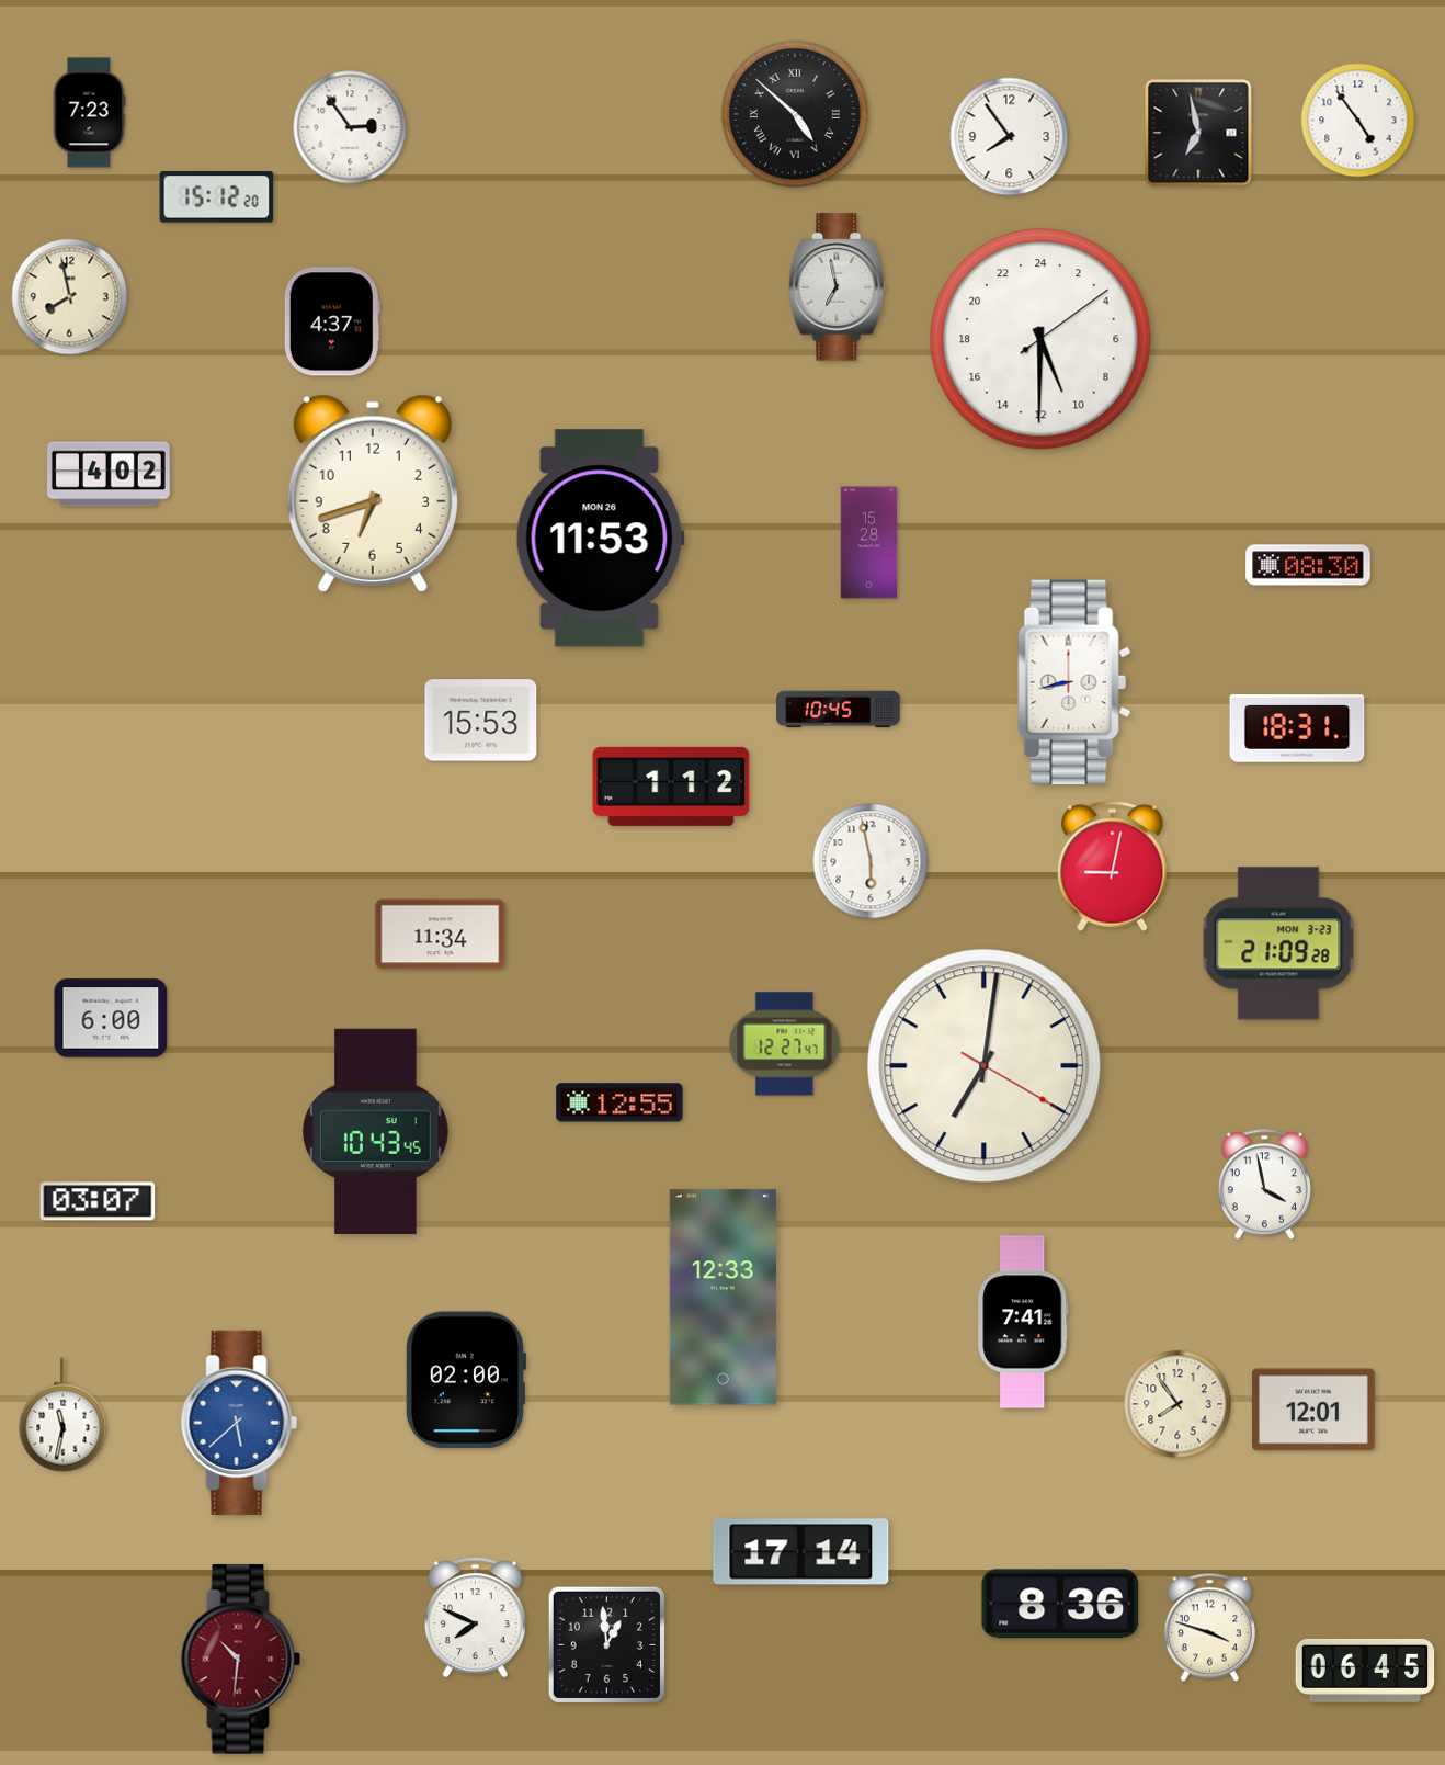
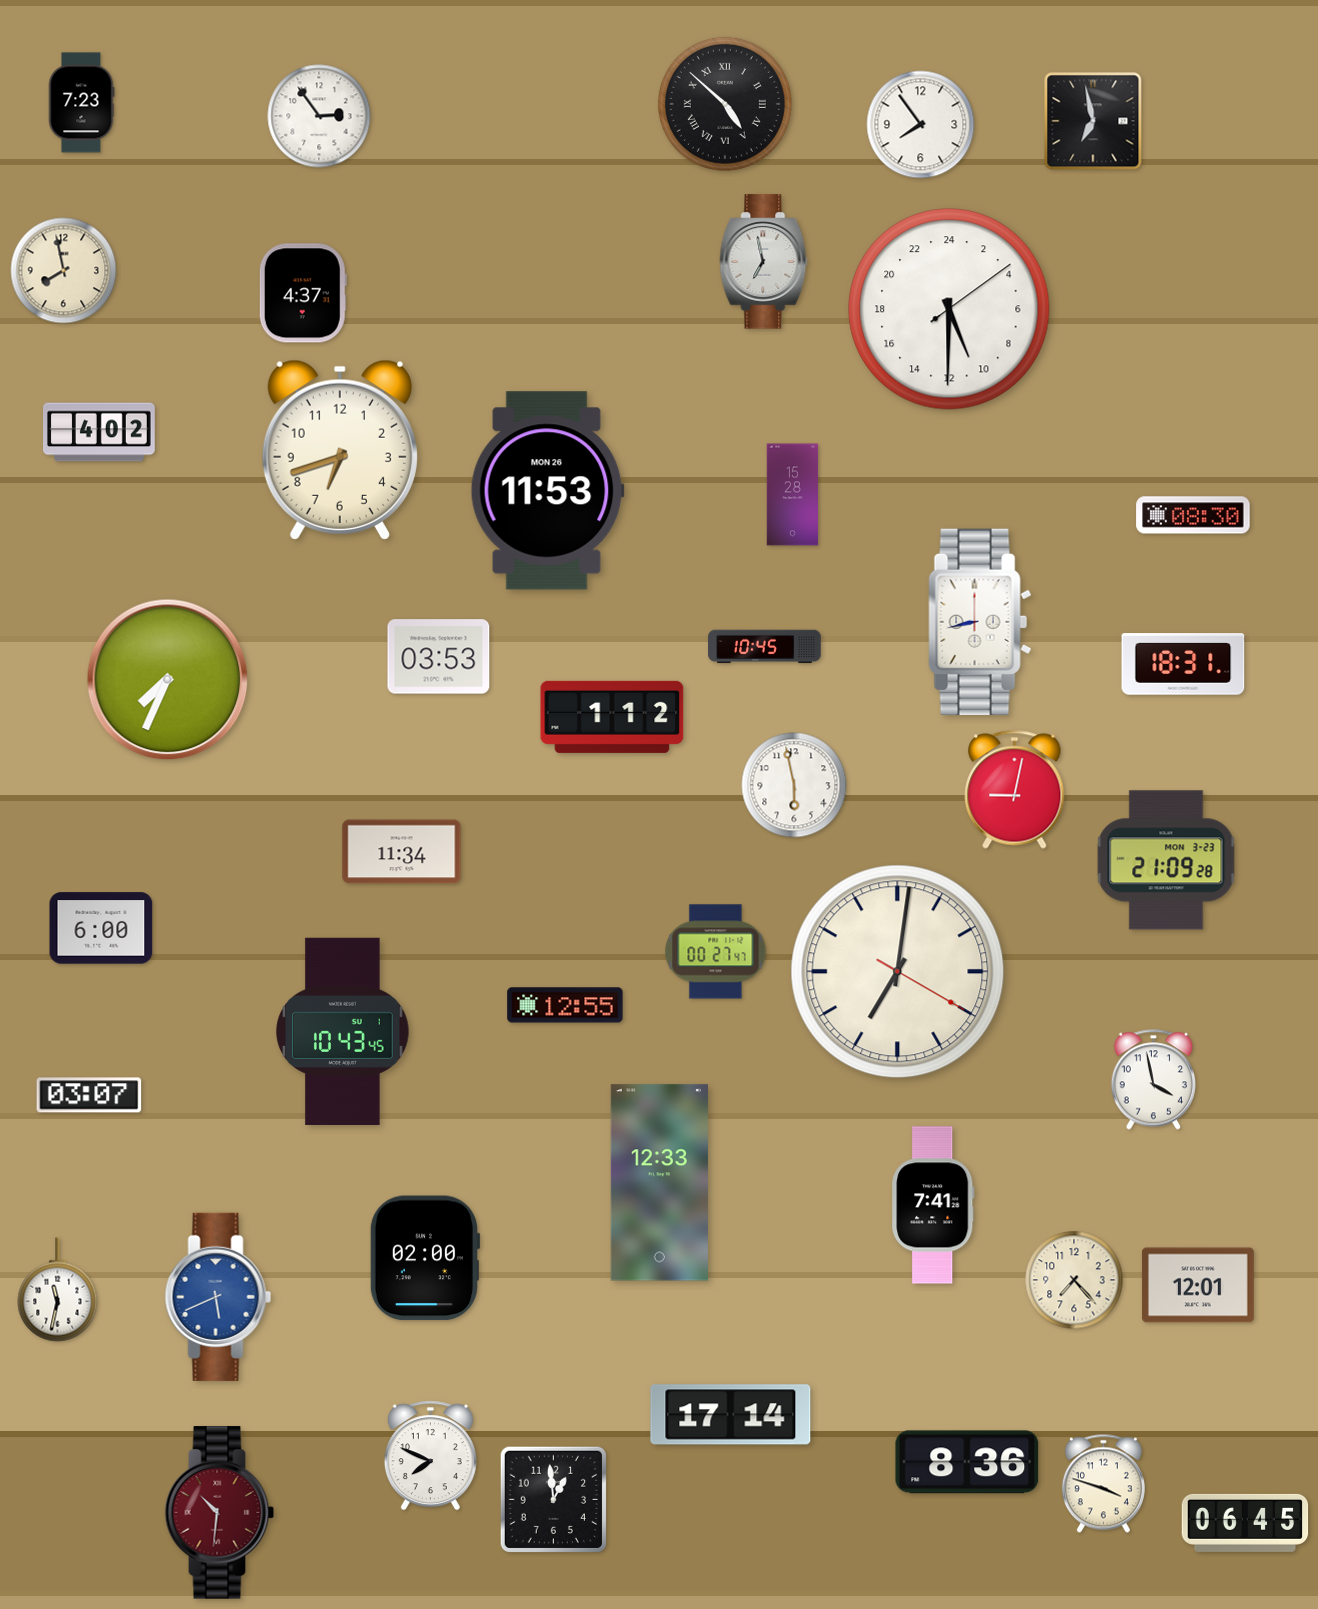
clock at (1358, 121): 4:54 -> none
clock at (217, 197): 15:12 -> none
clock at (481, 721): 15:53 -> 03:53
clock at (168, 680): none -> 7:34
clock at (785, 1044): 12:27 -> 00:27
clock at (1177, 1404): 7:54 -> 7:23
clock at (239, 1423): 5:38 -> 5:41
clock at (475, 1618) position: (475, 1618) -> (430, 1456)
